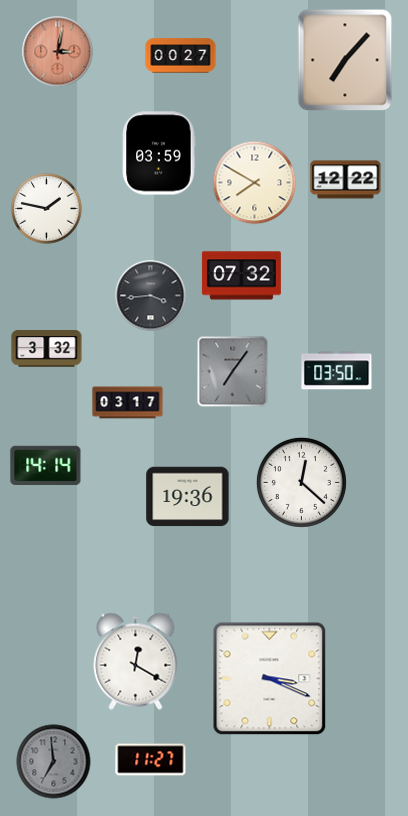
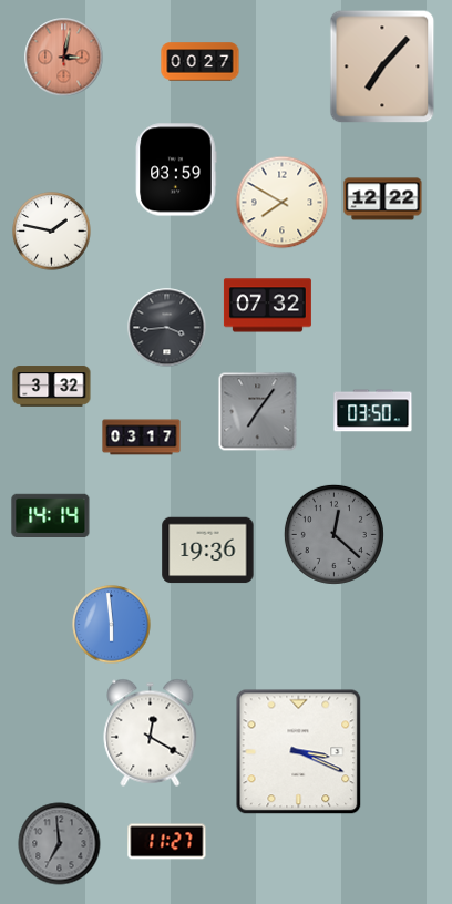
clock at (128, 403) position: (128, 403) -> (142, 438)
clock at (301, 482) dial: white -> grey
clock at (112, 625): none -> 5:59
